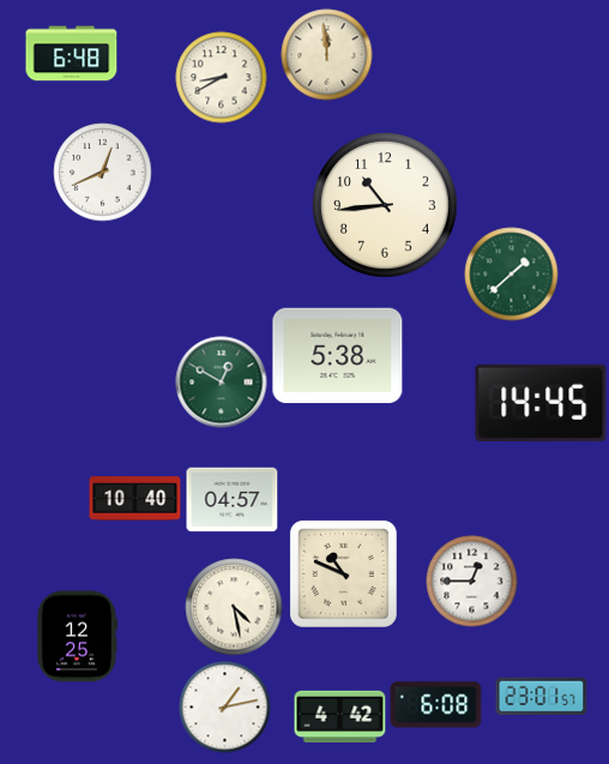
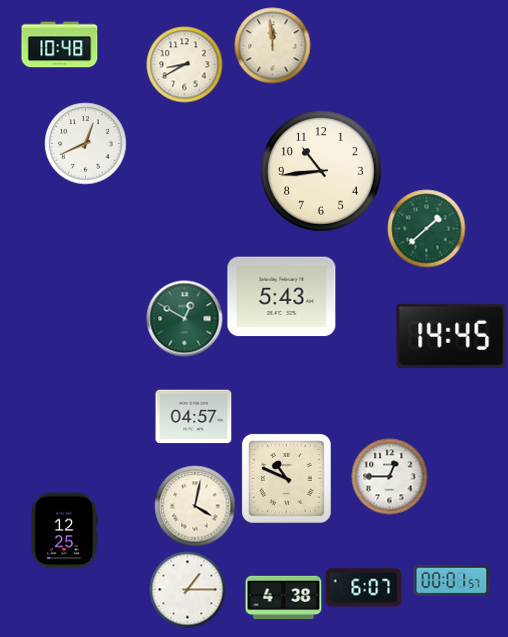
clock at (72, 54): 6:48 -> 10:48
clock at (338, 356): 5:38 -> 5:43
clock at (135, 499): 10:40 -> none
clock at (472, 582) position: (472, 582) -> (390, 477)
clock at (234, 607): 4:28 -> 4:02
clock at (542, 696): 23:01 -> 00:01
clock at (436, 705): 6:08 -> 6:07
clock at (225, 708): 1:13 -> 1:15
clock at (340, 717): 4:42 -> 4:38
